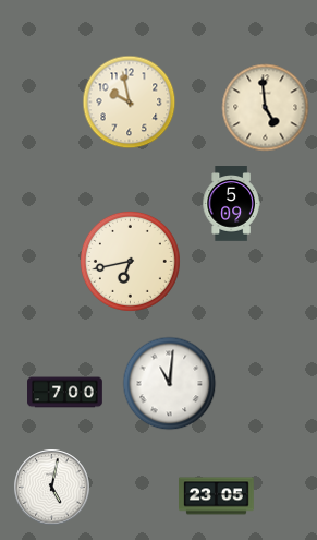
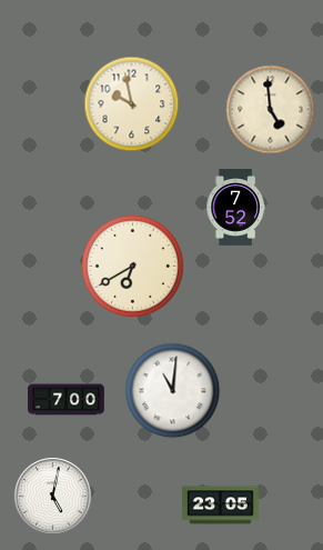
clock at (231, 204): 5:09 -> 7:52
clock at (130, 261): 6:43 -> 6:40
